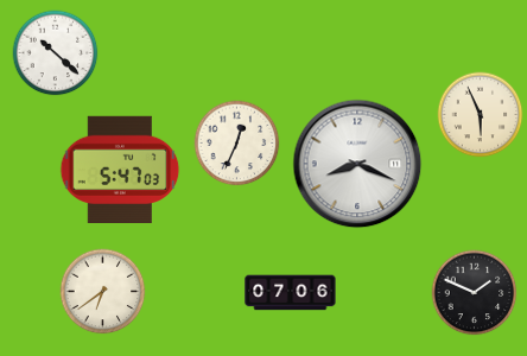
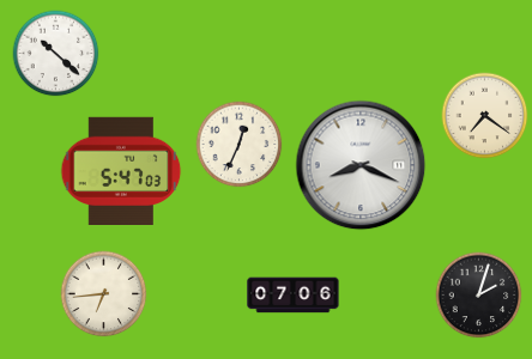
clock at (481, 115): 5:56 -> 7:21
clock at (103, 292): 6:39 -> 6:44
clock at (475, 293): 1:49 -> 2:03
